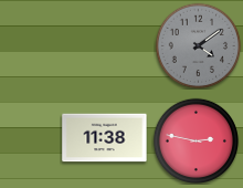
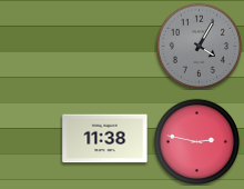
clock at (198, 45): 4:09 -> 4:05
